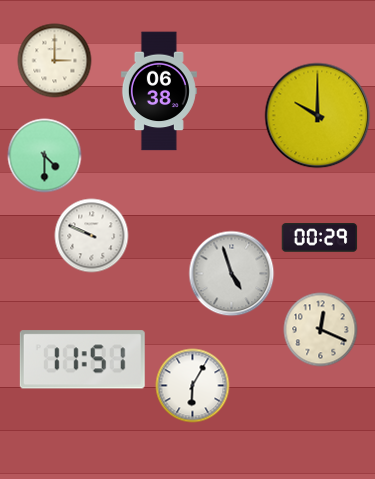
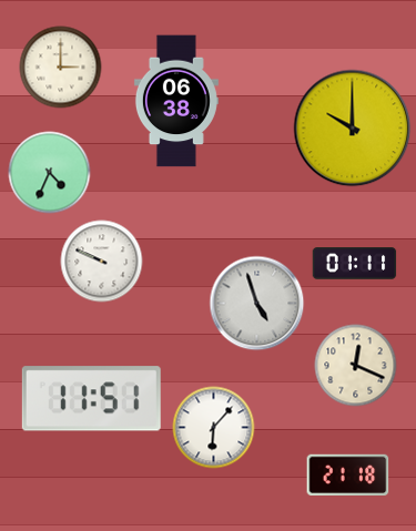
clock at (45, 156): 4:30 -> 4:34
clock at (320, 238): 00:29 -> 01:11
clock at (193, 386): 6:05 -> 6:07
clock at (348, 474): none -> 21:18
